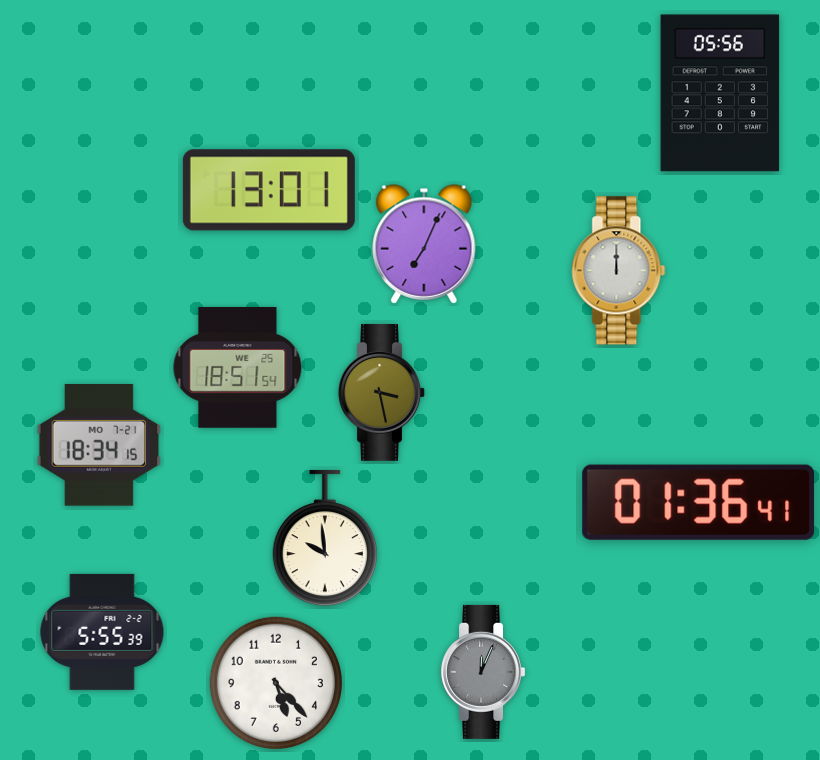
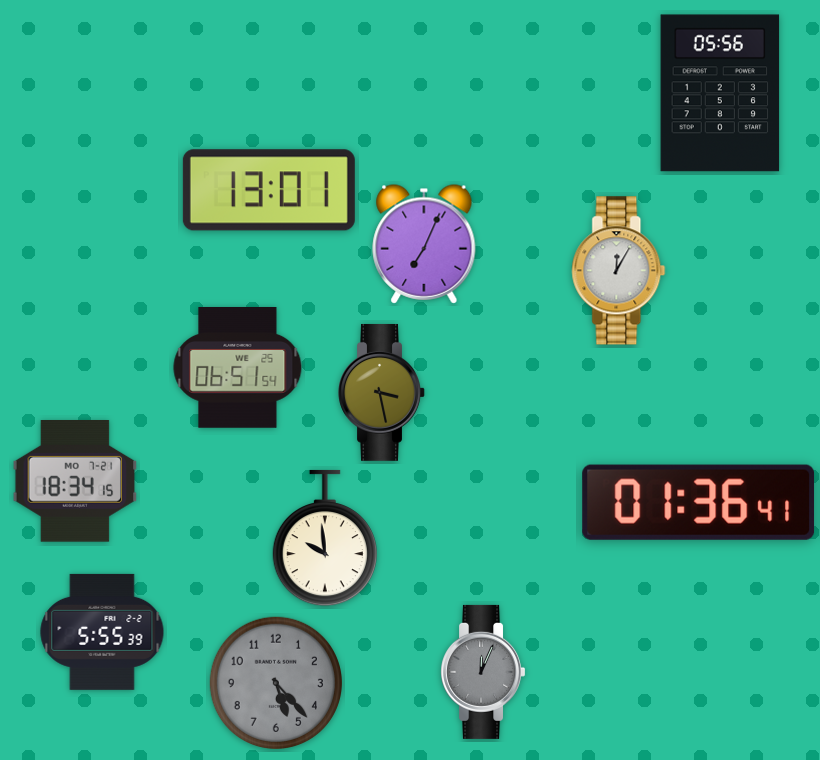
clock at (619, 271): 12:00 -> 12:05
clock at (238, 368): 18:51 -> 06:51
clock at (99, 446) position: (99, 446) -> (75, 482)
clock at (275, 682) dial: white -> grey
